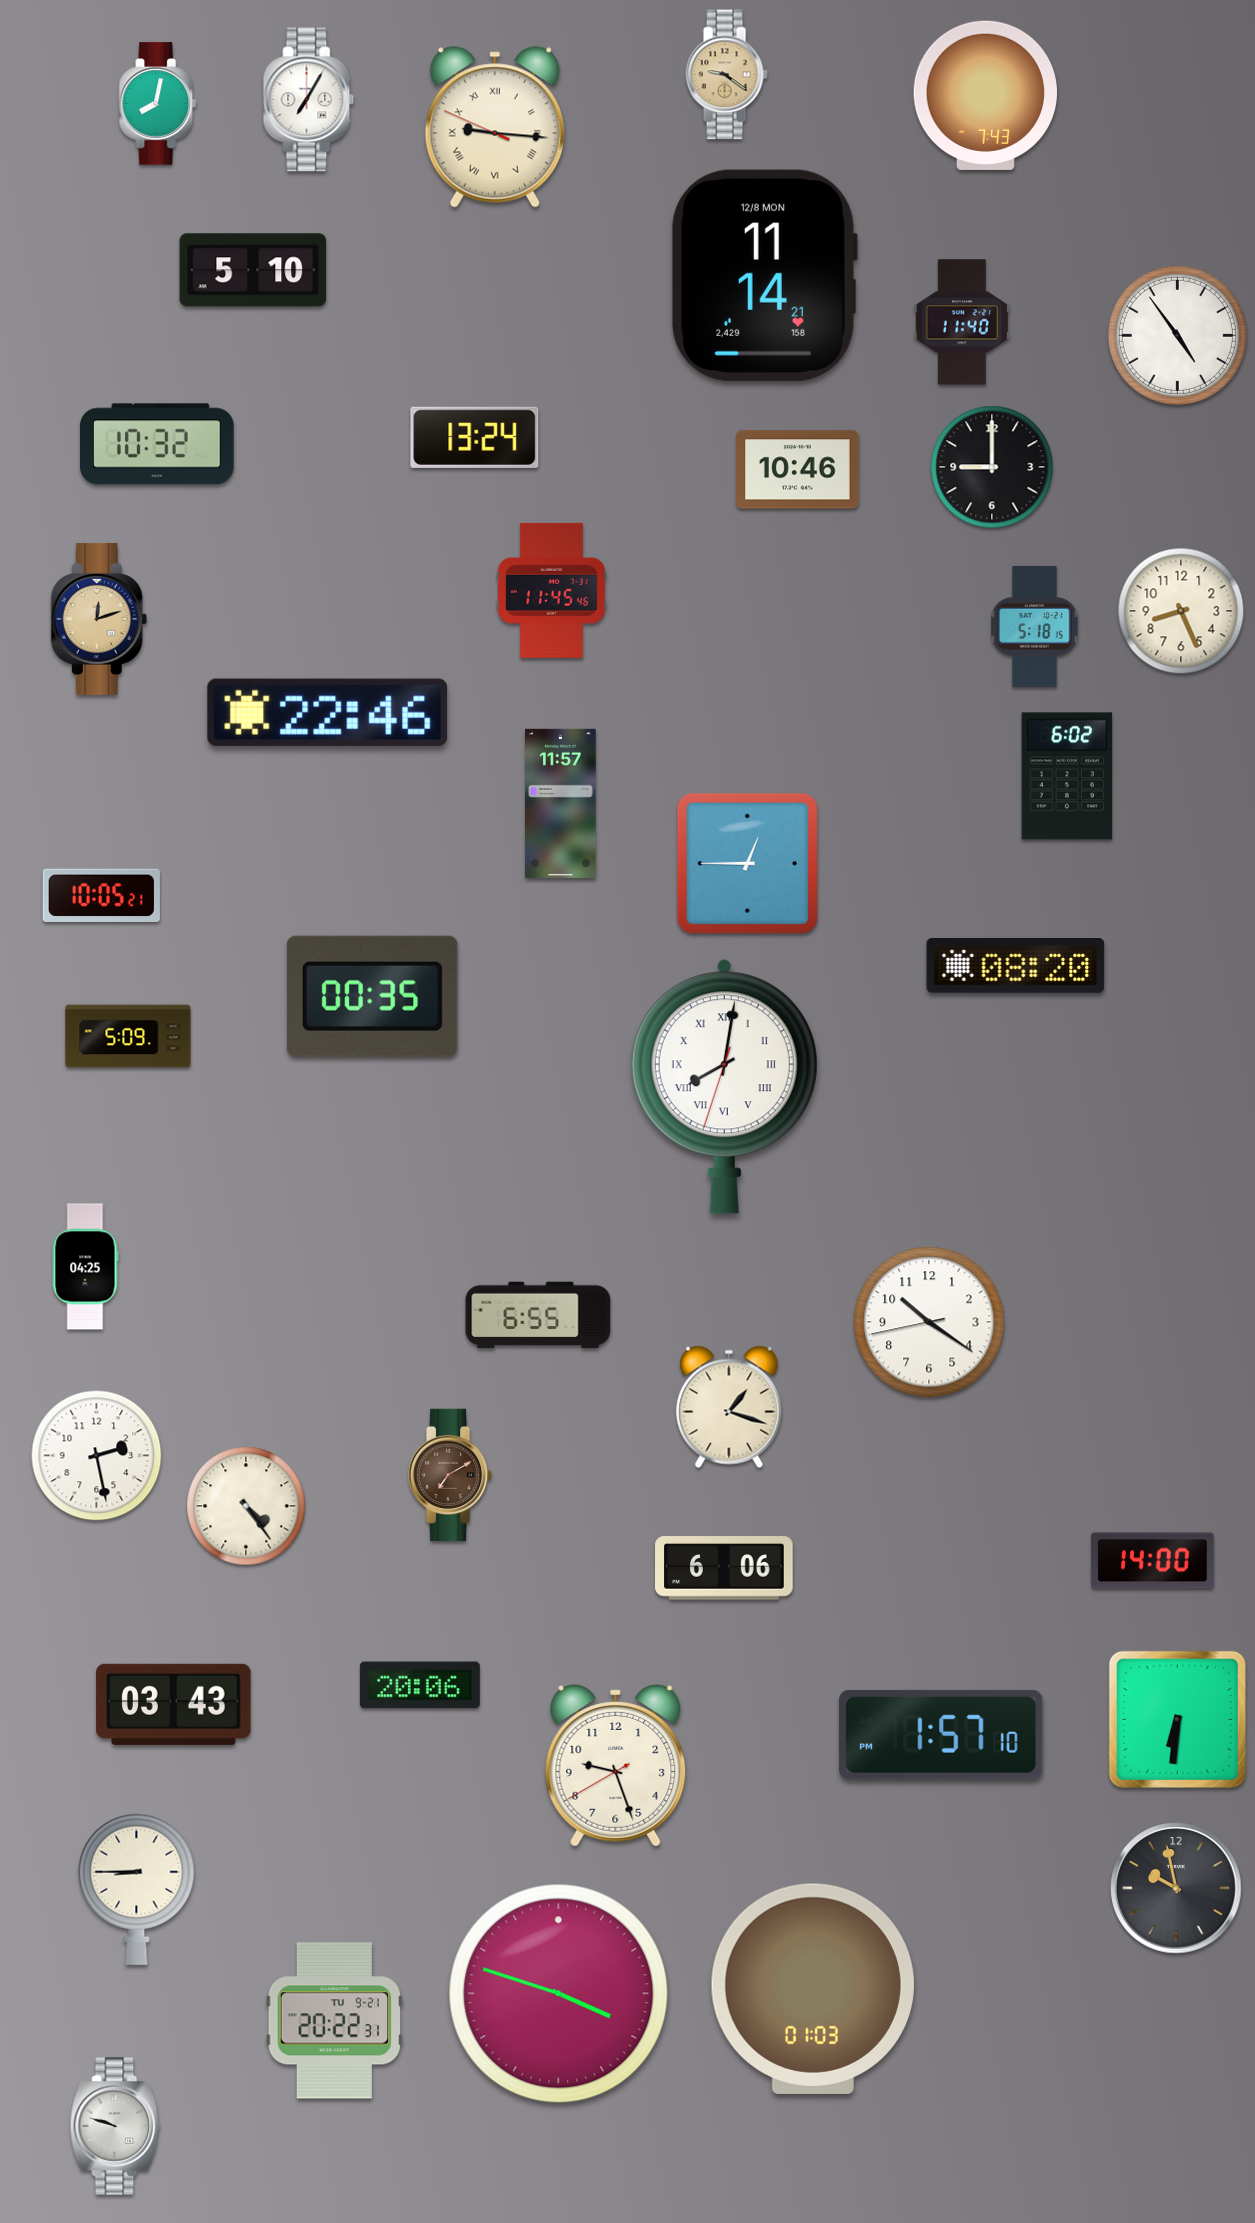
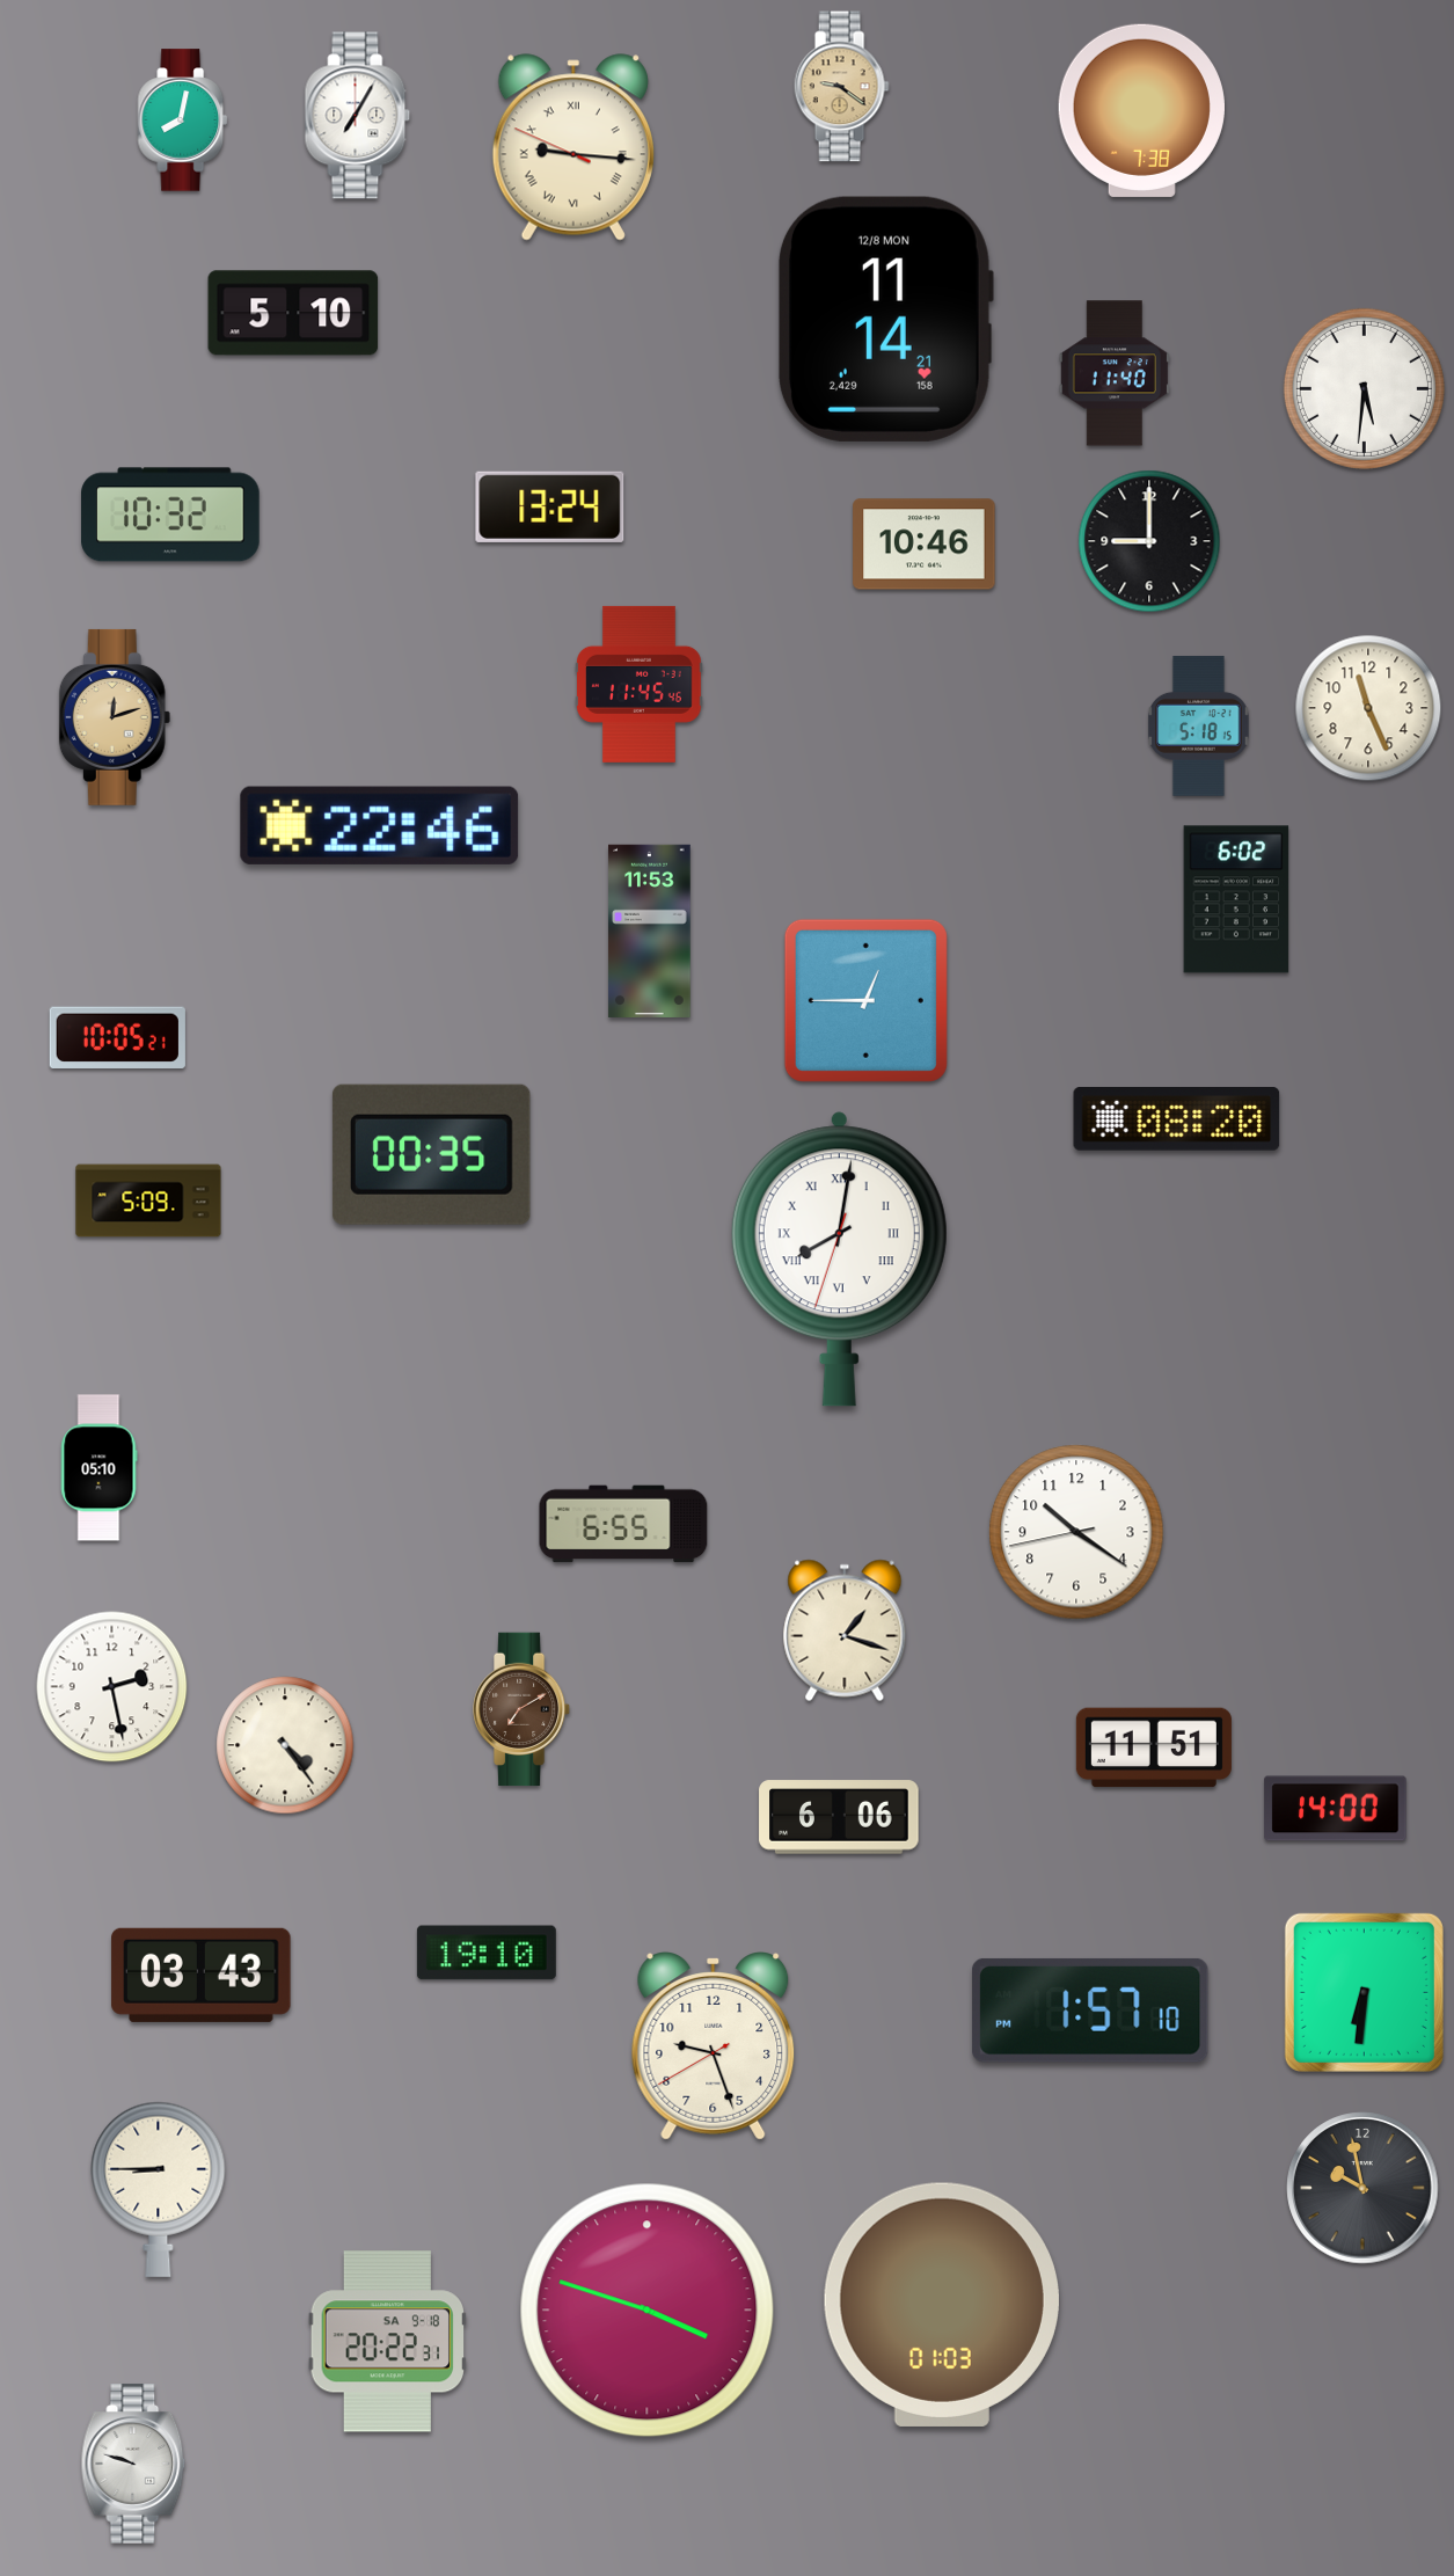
clock at (985, 95): 7:43 -> 7:38
clock at (1177, 335): 4:54 -> 5:31
clock at (157, 444) position: (157, 444) -> (170, 515)
clock at (1181, 611): 8:26 -> 11:26
clock at (561, 803): 11:57 -> 11:53
clock at (85, 1267): 04:25 -> 05:10
clock at (1154, 1747): none -> 11:51
clock at (420, 1685): 20:06 -> 19:10
clock at (335, 2021) date: TU 9-21 -> SA 9-18
